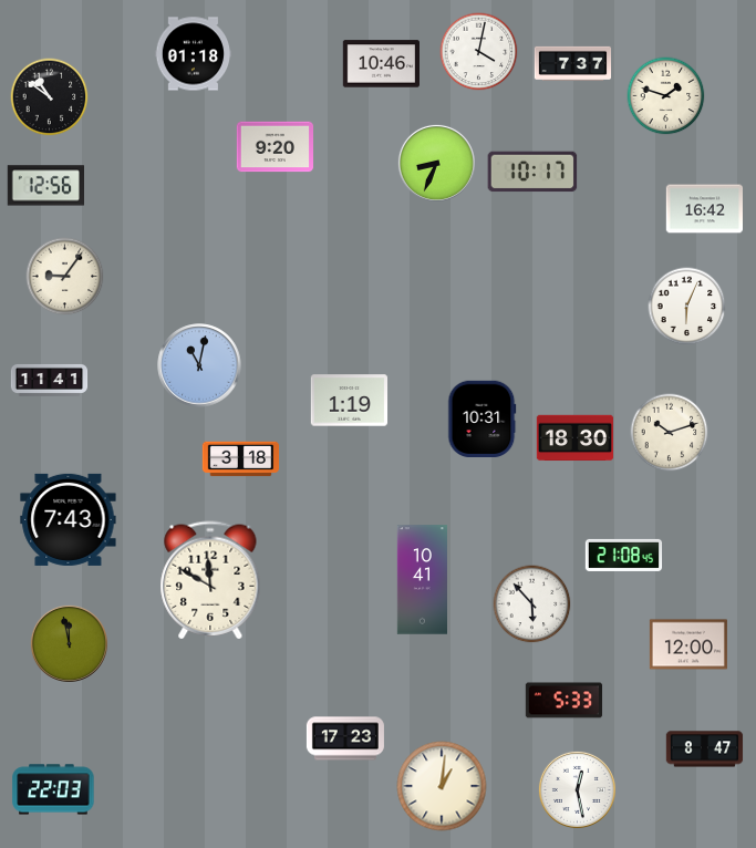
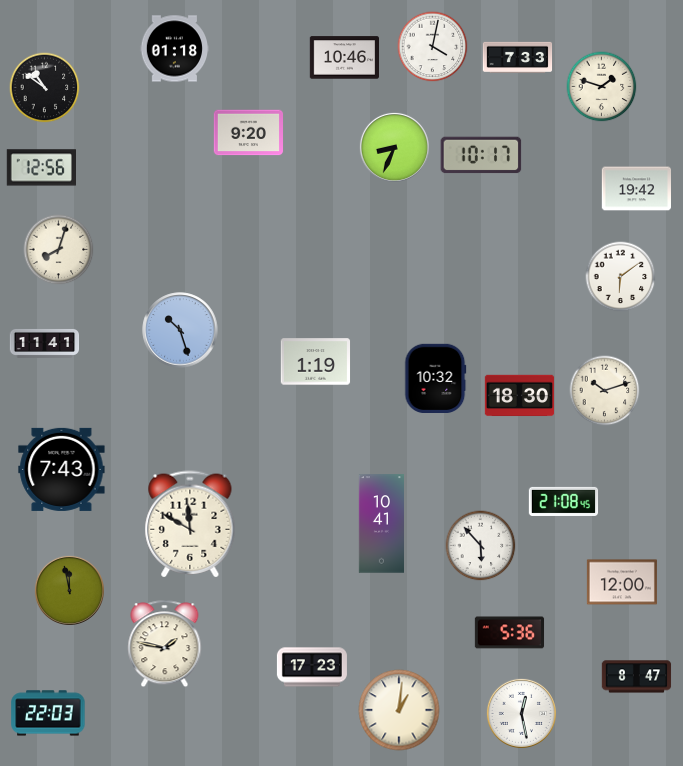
clock at (573, 63): 7:37 -> 7:33
clock at (704, 209): 16:42 -> 19:42
clock at (65, 277): 9:06 -> 8:03
clock at (687, 307): 6:04 -> 6:09
clock at (199, 365): 11:02 -> 10:27
clock at (483, 418): 10:31 -> 10:32
clock at (241, 459): 3:18 -> none
clock at (69, 643) position: (69, 643) -> (69, 590)
clock at (565, 701): 5:33 -> 5:36
clock at (165, 644): none -> 1:47
